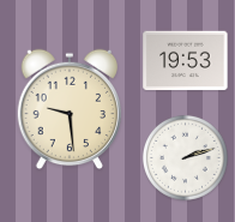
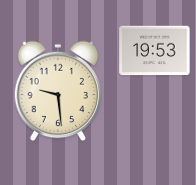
clock at (185, 157): 2:12 -> none
